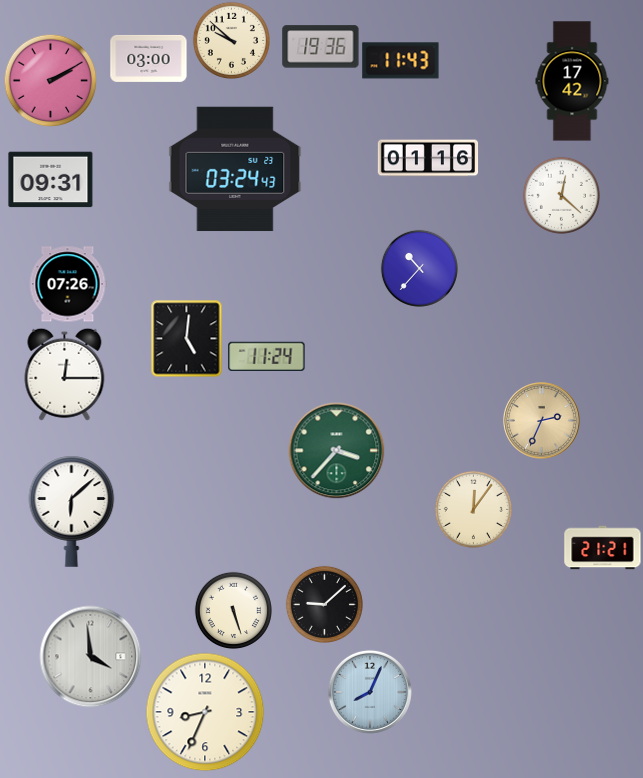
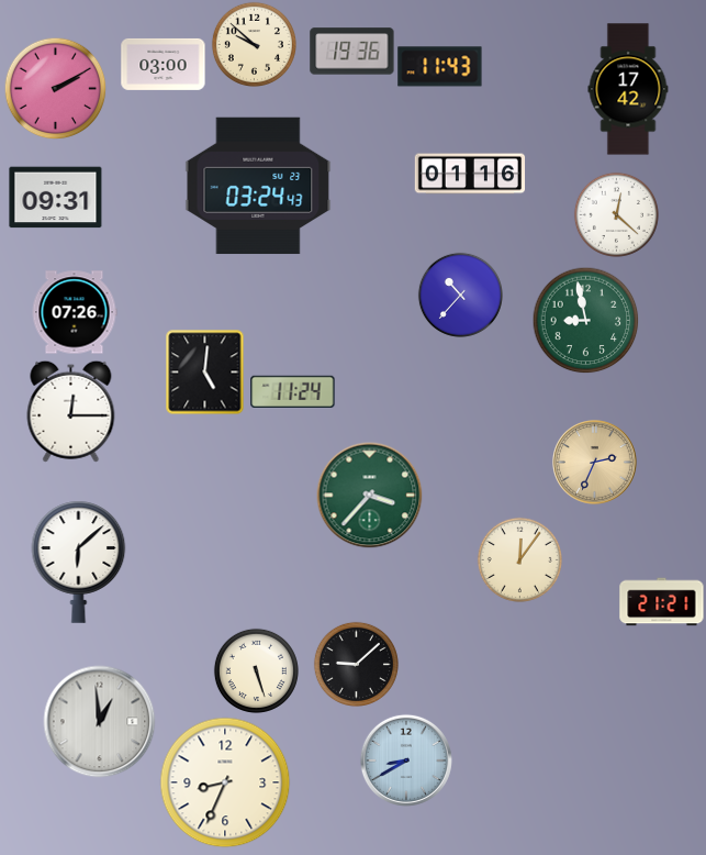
clock at (585, 320): none -> 8:58
clock at (91, 657): 3:59 -> 12:59
clock at (370, 692): 8:04 -> 8:40
